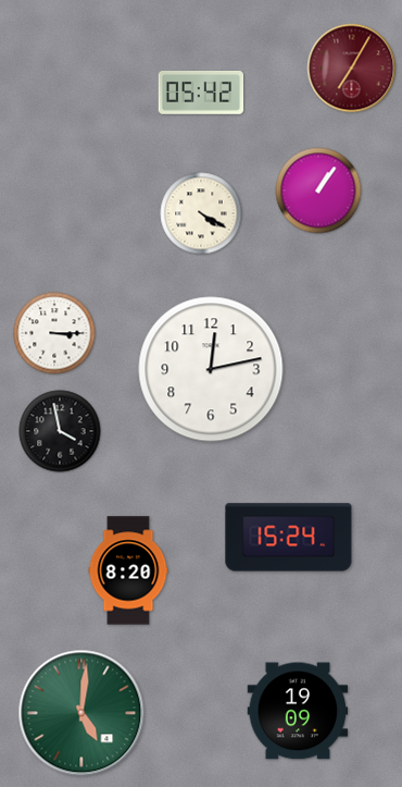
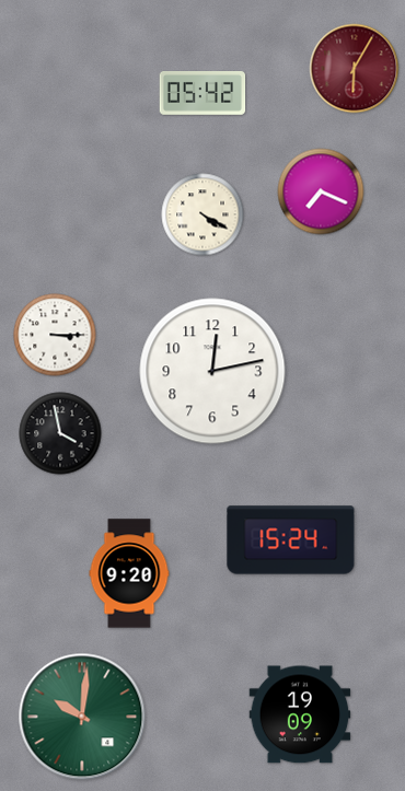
clock at (352, 69): 7:05 -> 6:05
clock at (318, 190): 1:06 -> 7:19
clock at (128, 570): 8:20 -> 9:20
clock at (81, 713): 5:01 -> 10:01
